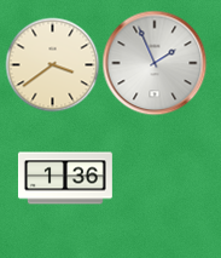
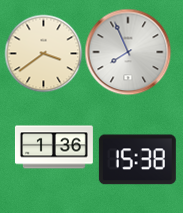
clock at (155, 63): 1:56 -> 7:56
clock at (137, 160): none -> 15:38
